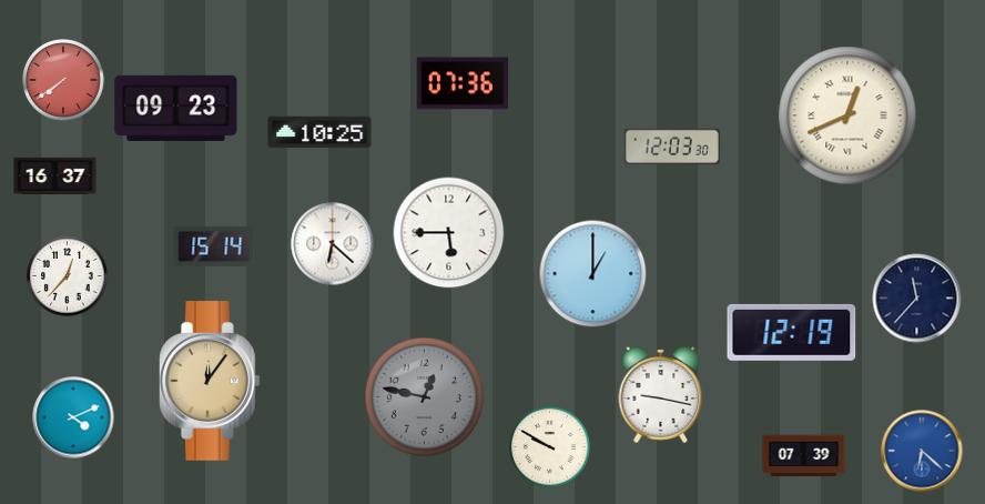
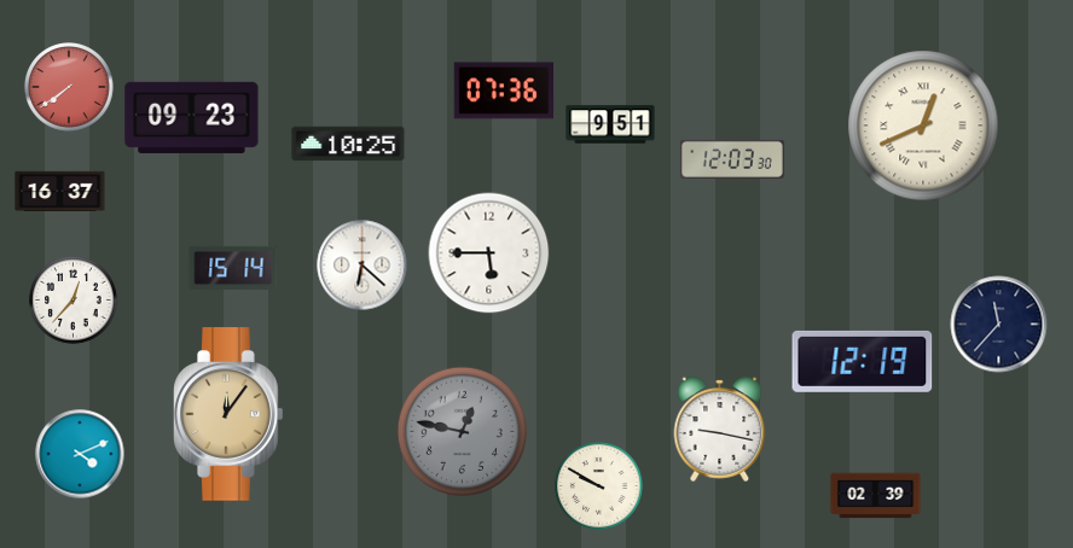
clock at (610, 124): none -> 9:51
clock at (593, 274): 1:00 -> none
clock at (922, 451): 6:22 -> none
clock at (804, 456): 07:39 -> 02:39
